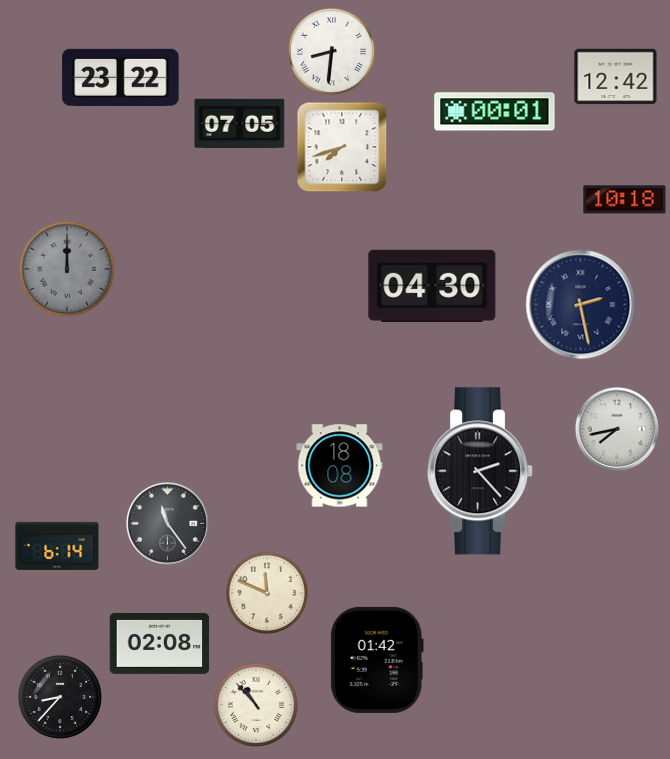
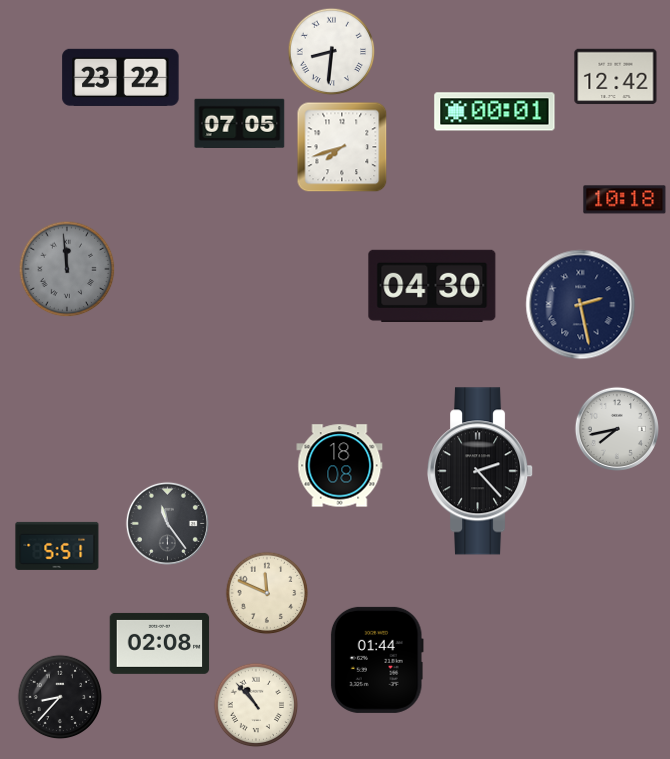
clock at (67, 269): 12:00 -> 11:59
clock at (57, 546): 6:14 -> 5:51
clock at (377, 660): 01:42 -> 01:44
